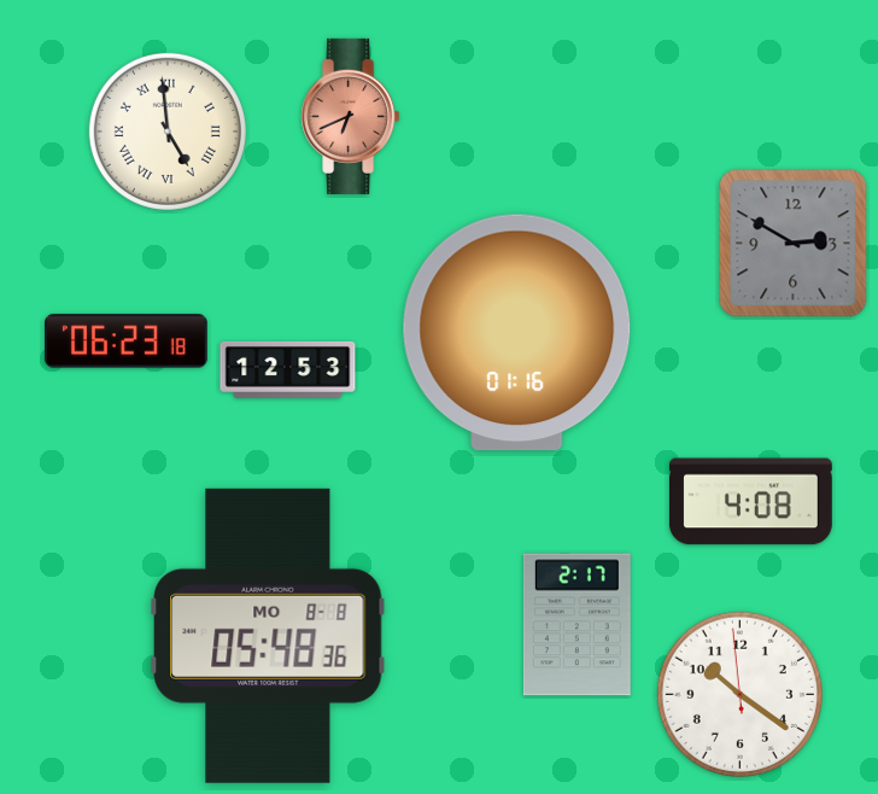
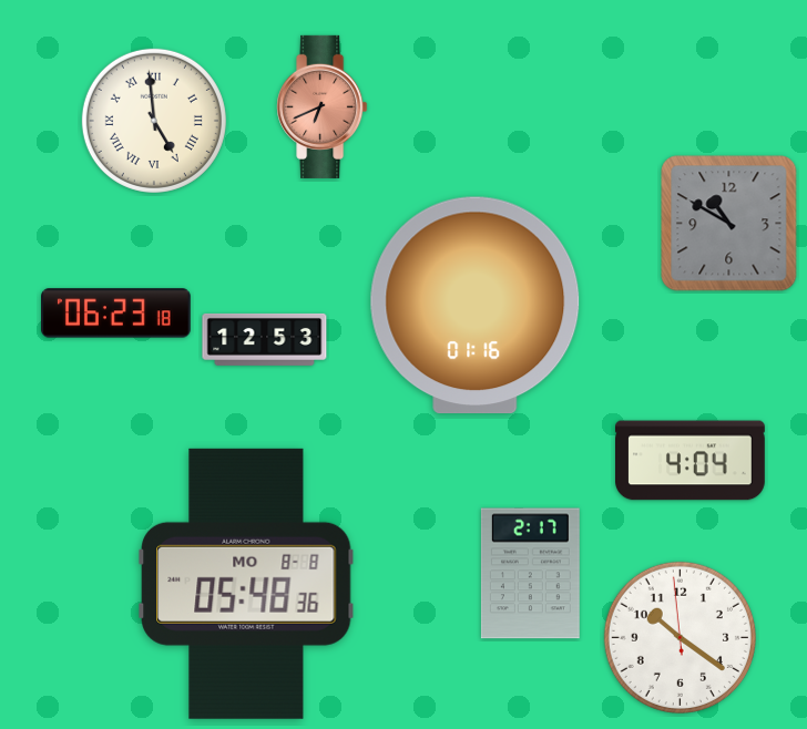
clock at (794, 244): 2:50 -> 10:50
clock at (751, 502): 4:08 -> 4:04
